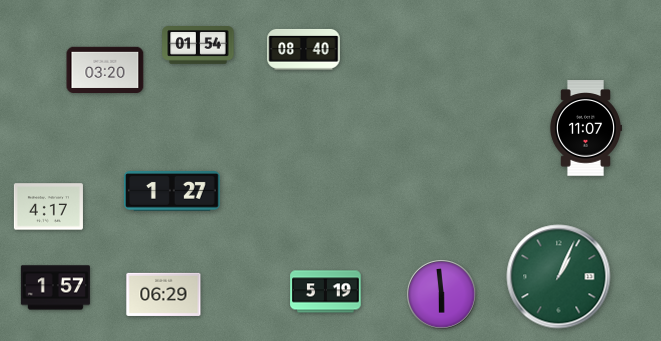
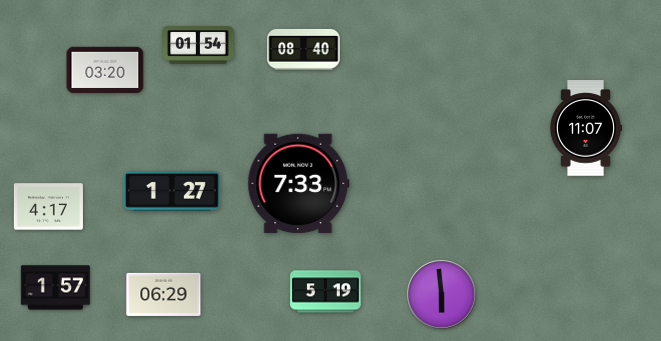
clock at (299, 184): none -> 7:33
clock at (559, 277): 1:04 -> none
